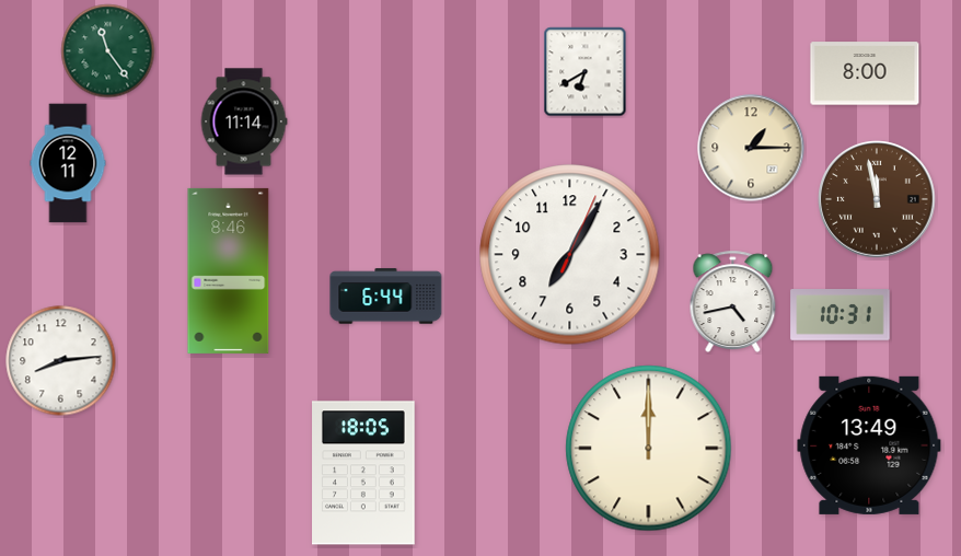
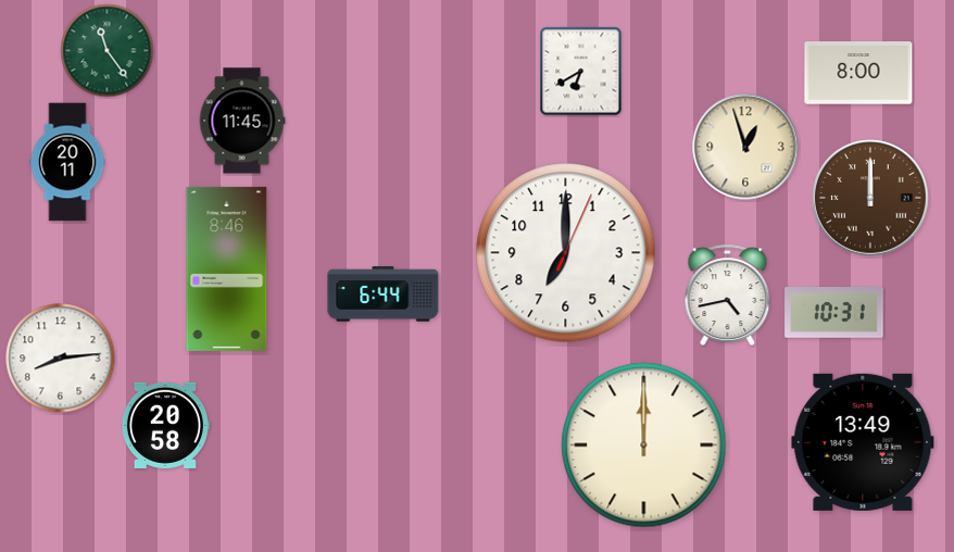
clock at (244, 121): 11:14 -> 11:45
clock at (751, 148): 1:15 -> 12:57
clock at (68, 163): 12:11 -> 20:11
clock at (877, 199): 11:58 -> 12:00
clock at (570, 255): 7:05 -> 7:00
clock at (733, 301) position: (733, 301) -> (728, 294)
clock at (165, 425): none -> 20:58
clock at (364, 473): 18:05 -> none
